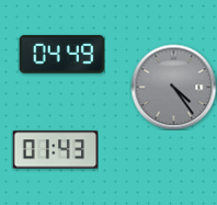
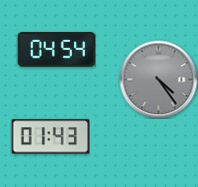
clock at (61, 55): 04:49 -> 04:54
